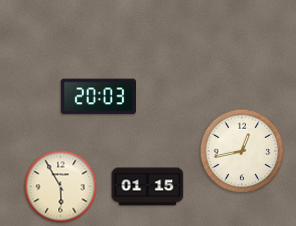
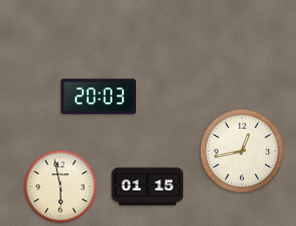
clock at (61, 187): 5:55 -> 5:58
